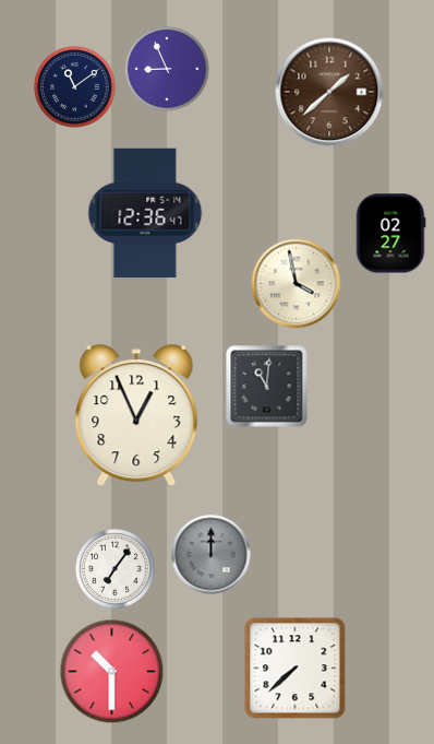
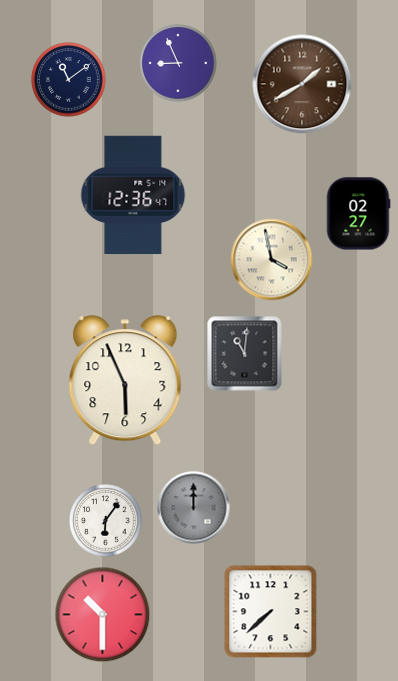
clock at (167, 69) position: (167, 69) -> (178, 63)
clock at (329, 92): 1:38 -> 1:40
clock at (136, 416): 12:56 -> 5:56
clock at (116, 569): 7:06 -> 6:06
